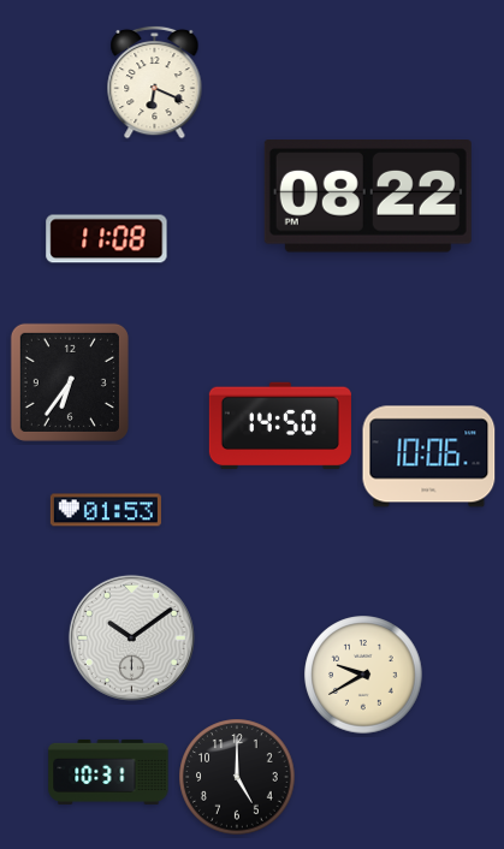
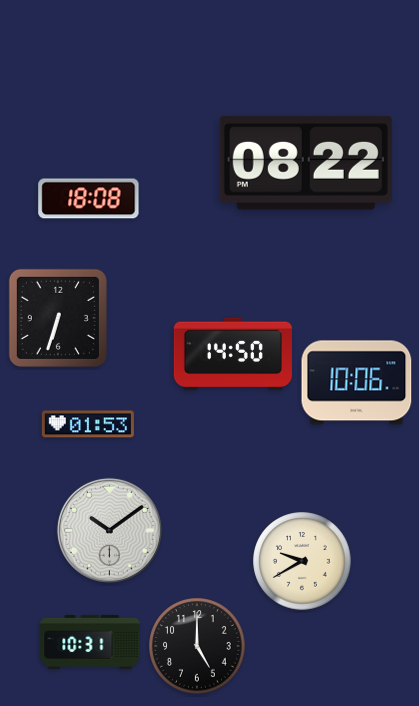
clock at (155, 82): 6:19 -> none
clock at (107, 239): 11:08 -> 18:08
clock at (70, 382): 6:36 -> 6:33
clock at (429, 457) position: (429, 457) -> (357, 383)
